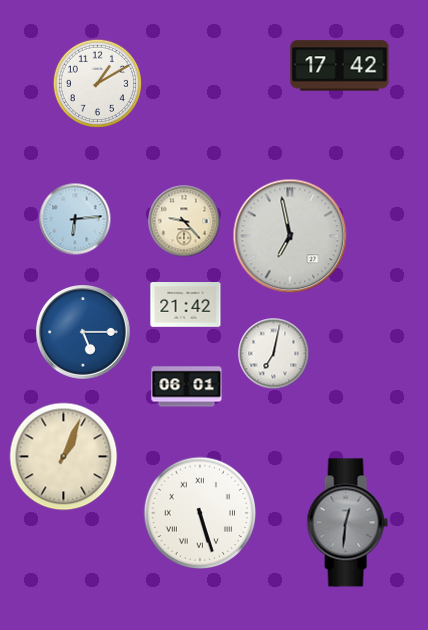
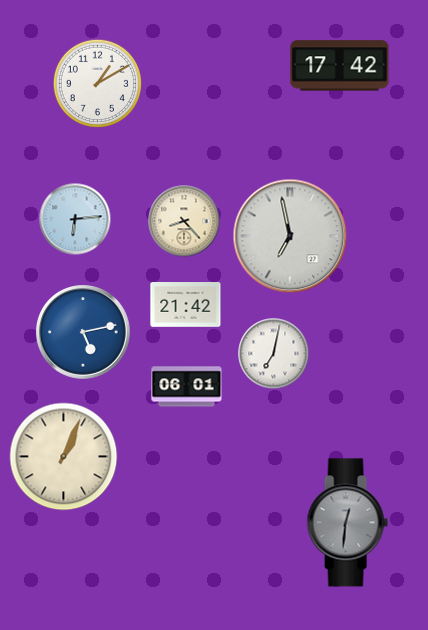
clock at (184, 221): 9:23 -> 8:23
clock at (84, 333): 5:15 -> 5:13
clock at (200, 513): 5:27 -> none
